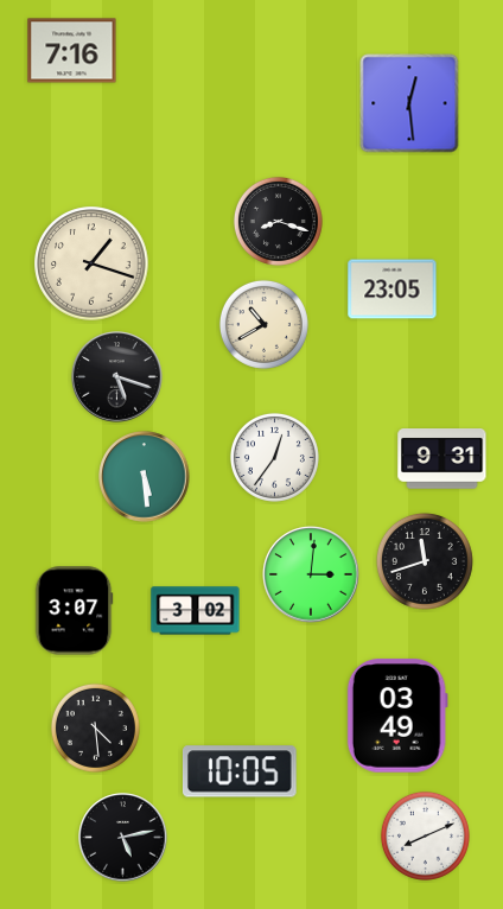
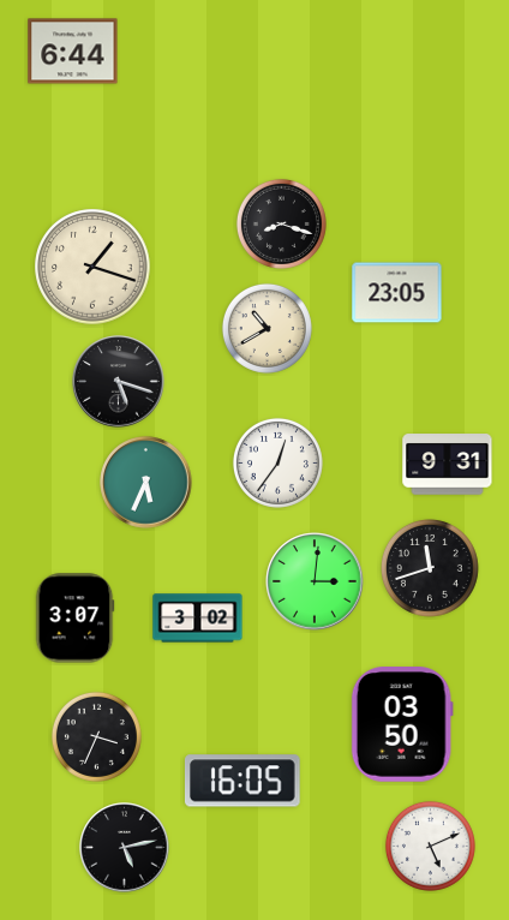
clock at (72, 51): 7:16 -> 6:44
clock at (409, 103): 12:29 -> none
clock at (145, 477): 5:29 -> 5:34
clock at (397, 717): 03:49 -> 03:50
clock at (95, 727): 4:29 -> 3:34
clock at (240, 771): 10:05 -> 16:05
clock at (425, 835): 8:11 -> 5:11
